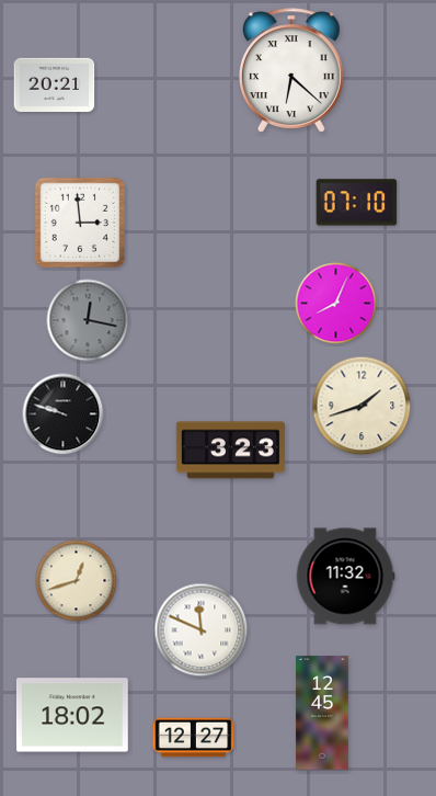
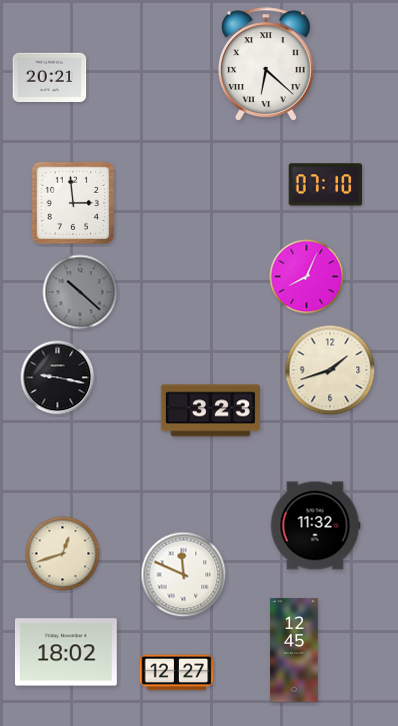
clock at (88, 320): 12:17 -> 10:22
clock at (64, 414): 9:48 -> 9:17
clock at (77, 581) position: (77, 581) -> (63, 554)
